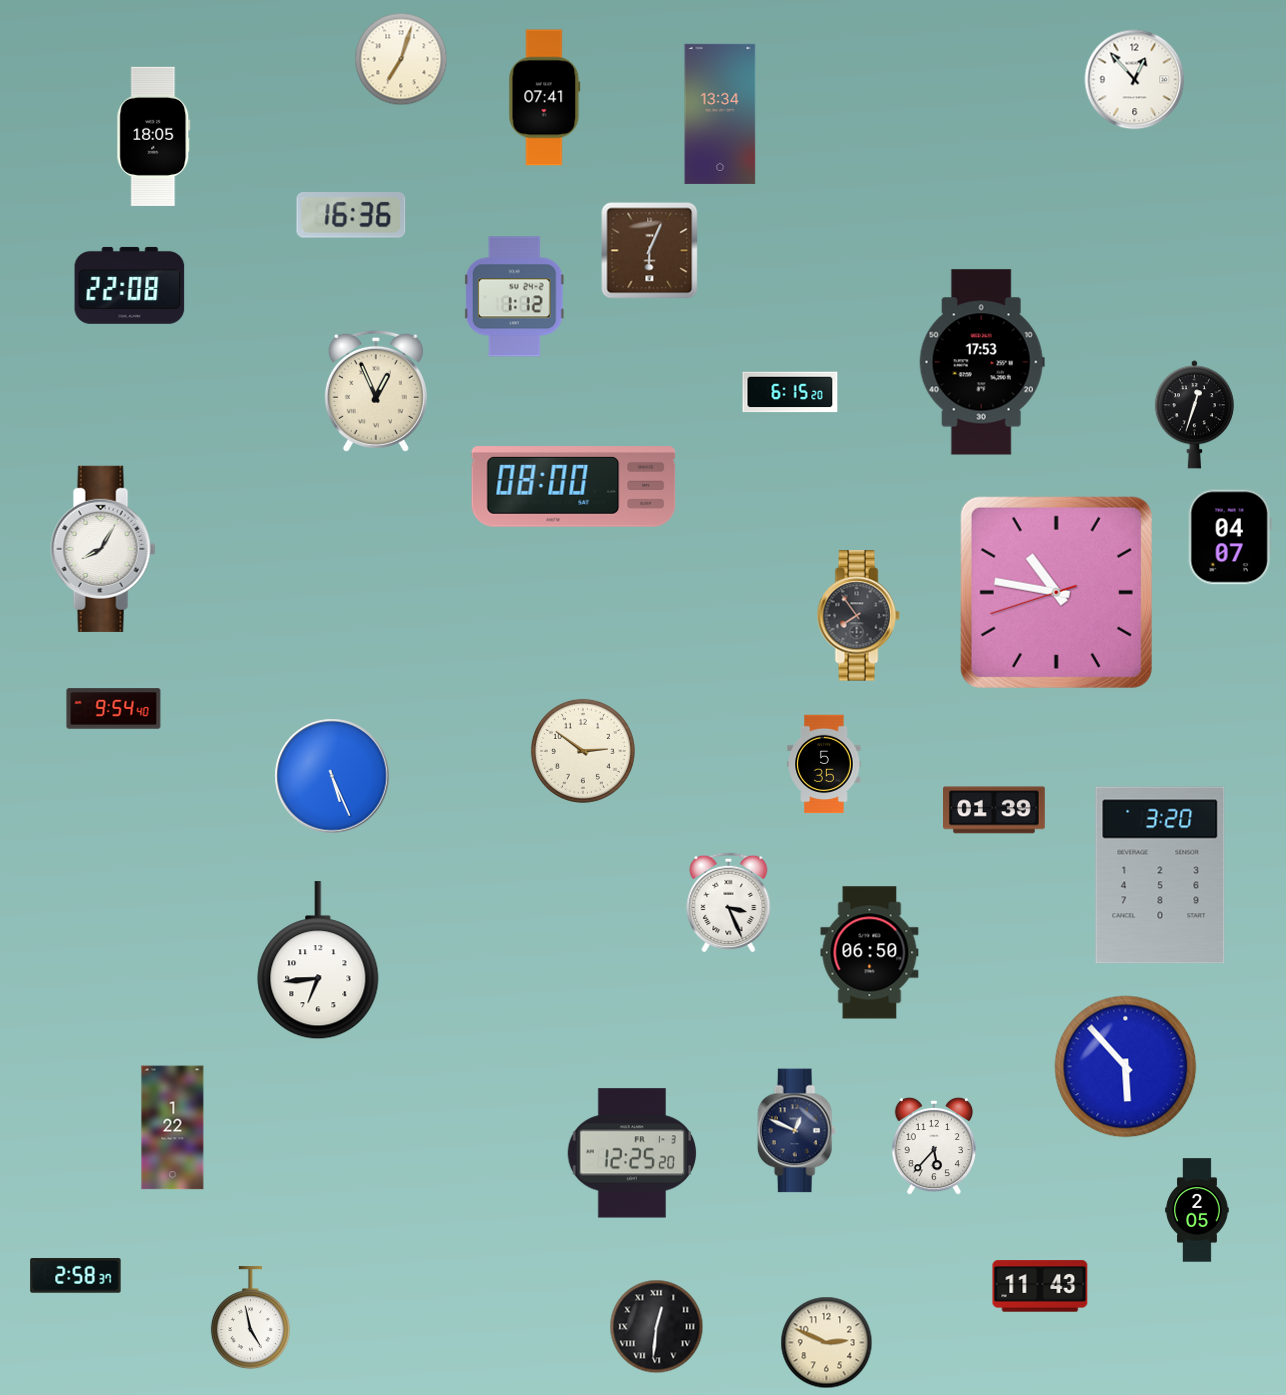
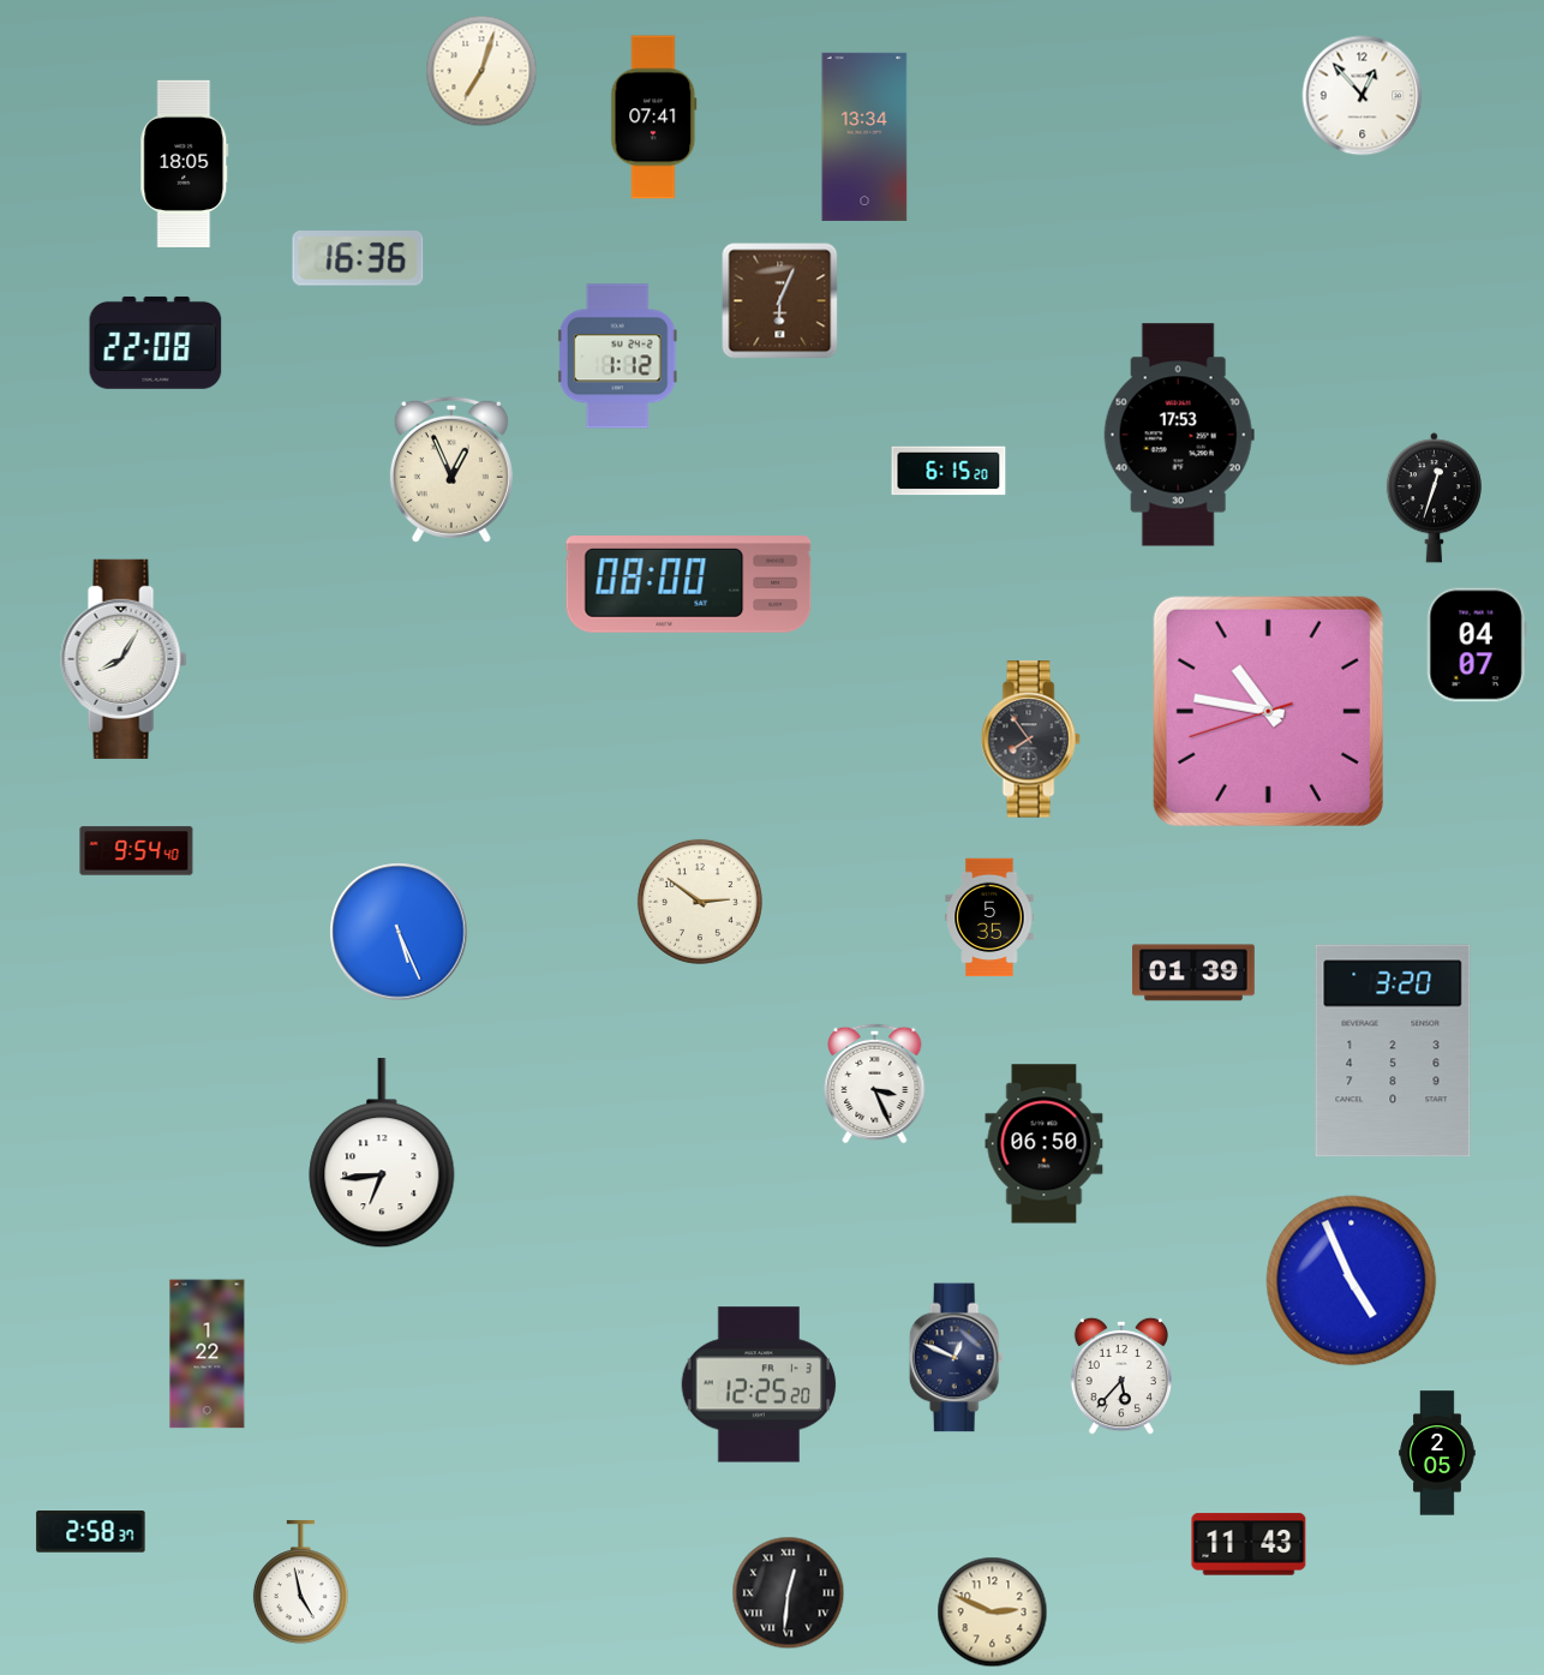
clock at (351, 216) position: (351, 216) -> (358, 259)
clock at (1126, 1067): 5:53 -> 4:56
